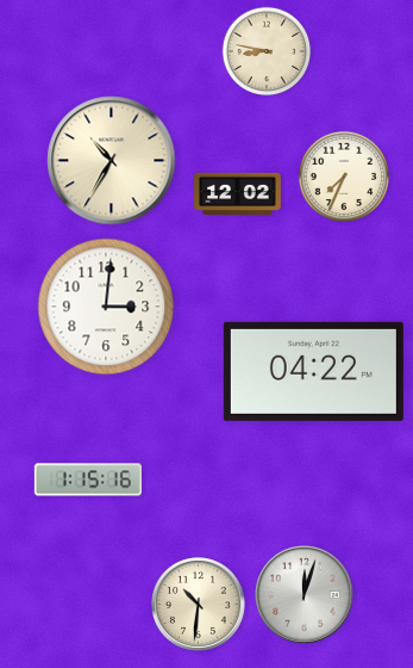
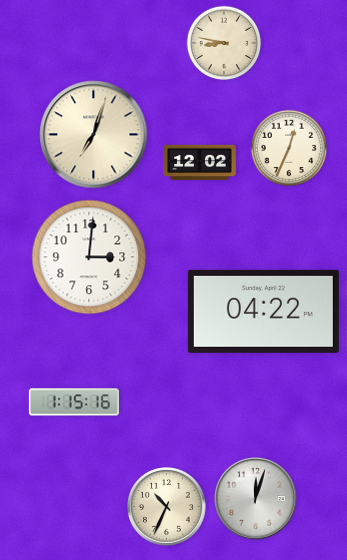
clock at (112, 161): 10:35 -> 7:03
clock at (343, 175): 7:34 -> 12:34
clock at (199, 605): 10:31 -> 10:34
